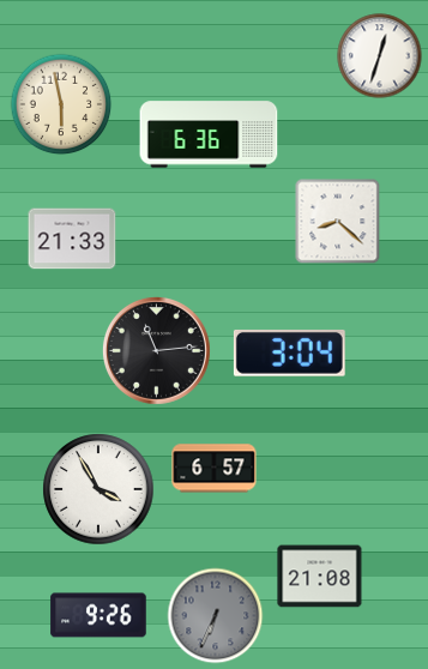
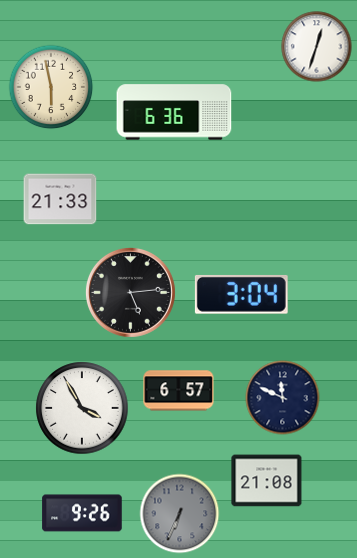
clock at (338, 222): 8:22 -> none
clock at (156, 350): 11:14 -> 5:14
clock at (283, 398): none -> 11:49
